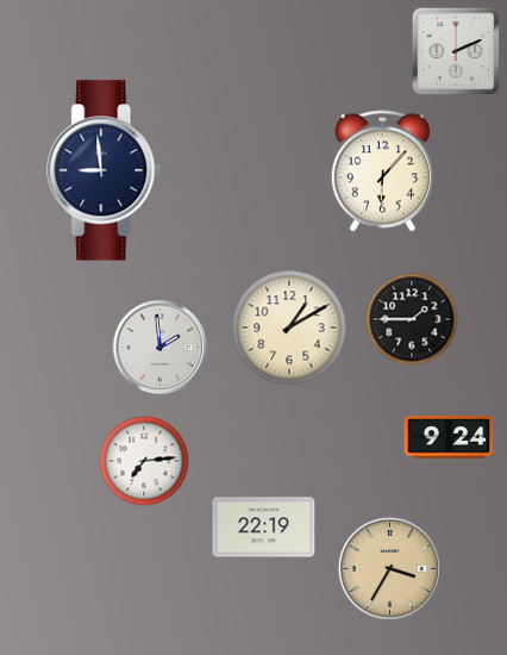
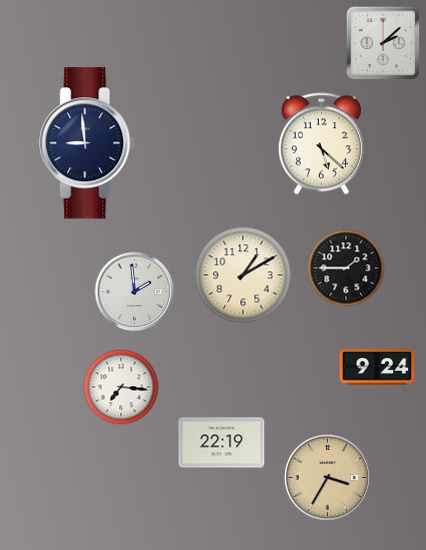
clock at (456, 51): 2:11 -> 2:08
clock at (382, 171): 6:07 -> 5:22
clock at (144, 461): 7:14 -> 7:16
